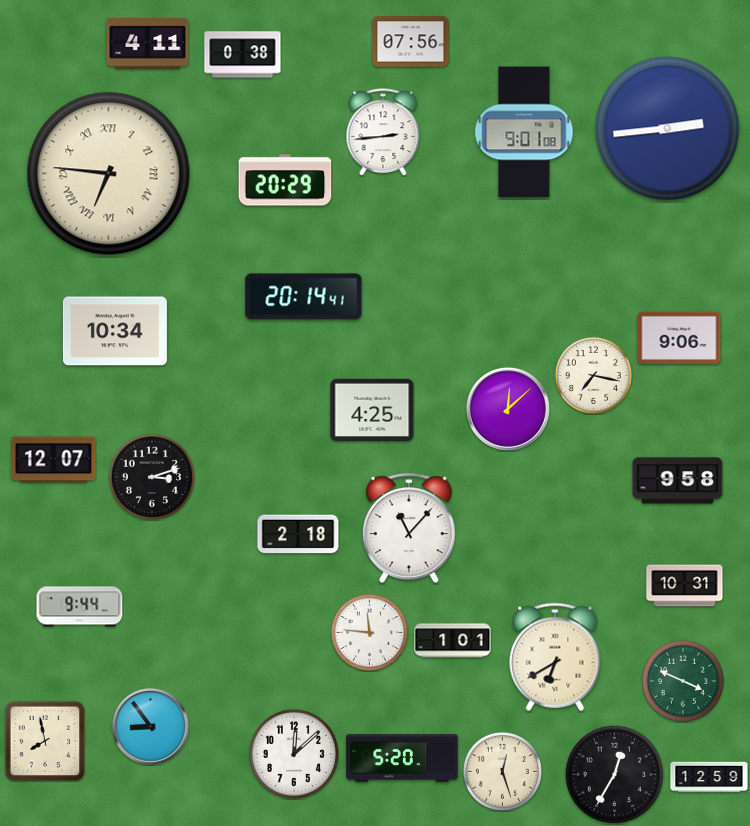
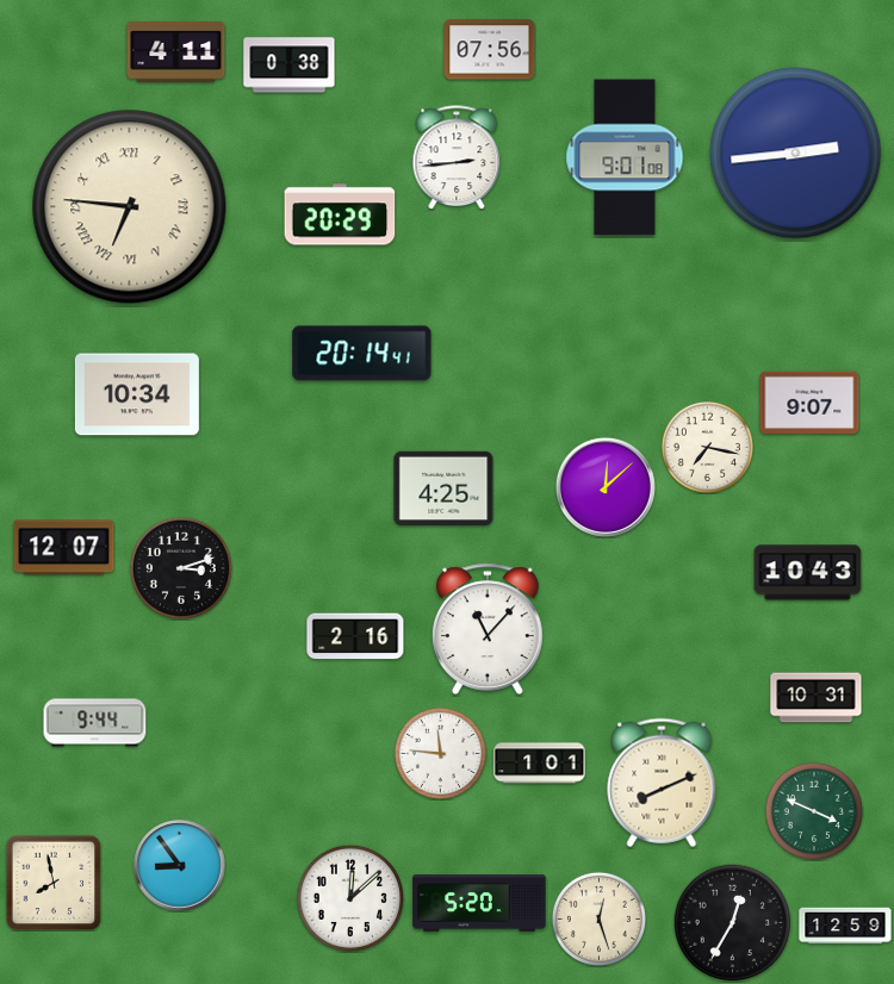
clock at (679, 338): 9:06 -> 9:07
clock at (678, 481): 9:58 -> 10:43
clock at (298, 534): 2:18 -> 2:16
clock at (555, 657): 6:40 -> 8:11
